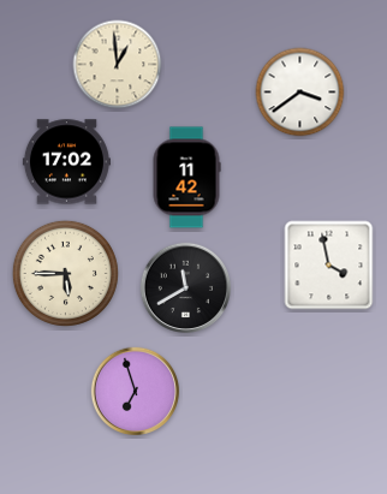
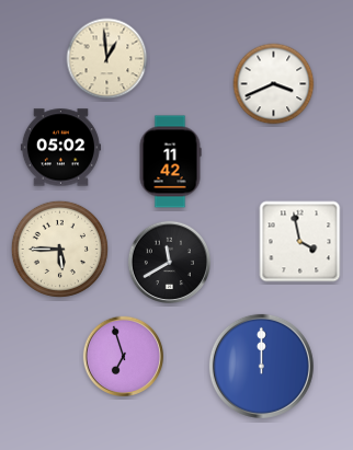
clock at (300, 93): 3:39 -> 3:41
clock at (66, 162): 17:02 -> 05:02
clock at (261, 366): none -> 12:00
